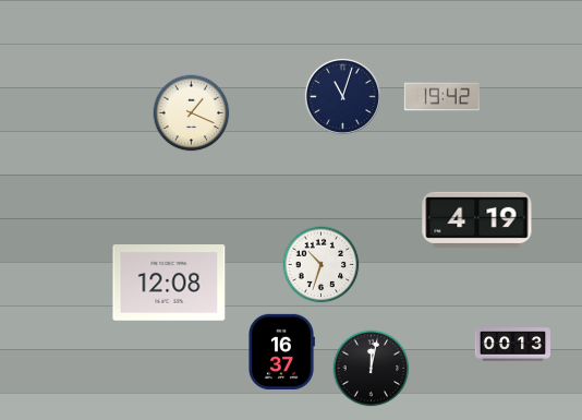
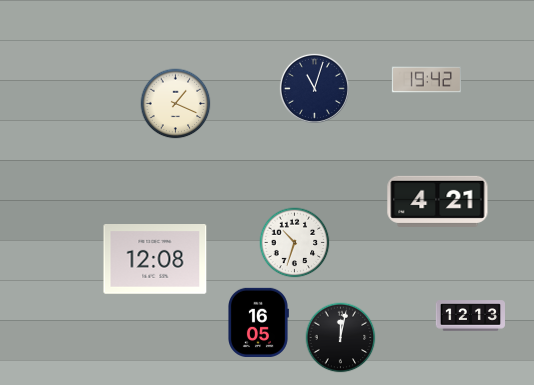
clock at (441, 97) position: (441, 97) -> (426, 80)
clock at (477, 219): 4:19 -> 4:21
clock at (513, 345): 00:13 -> 12:13
clock at (282, 351): 16:37 -> 16:05
